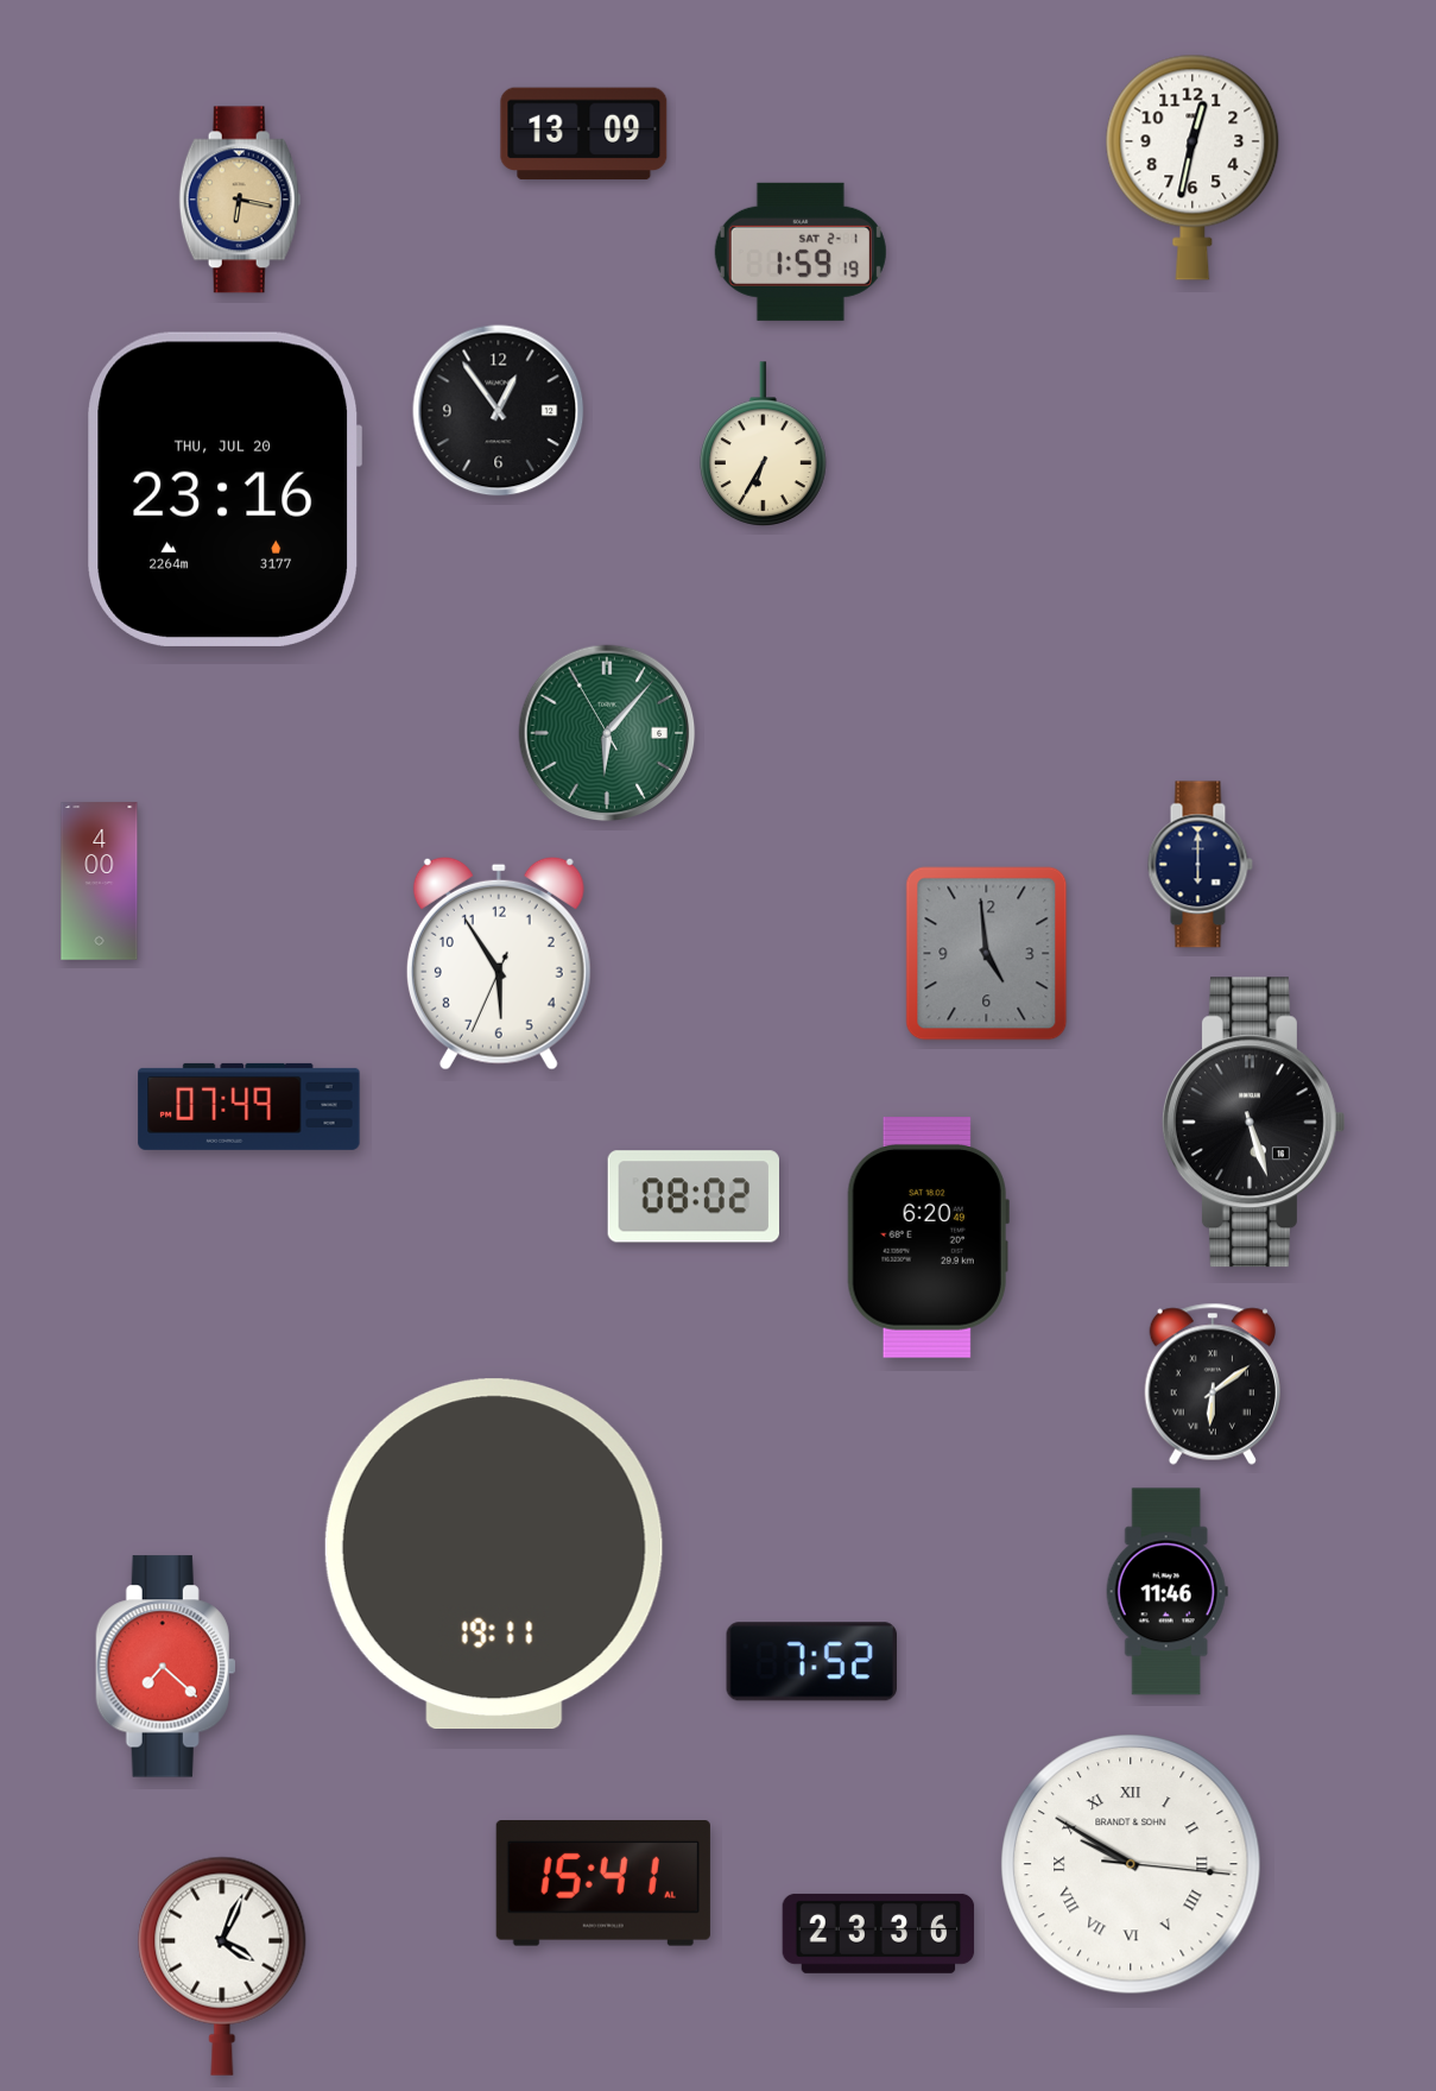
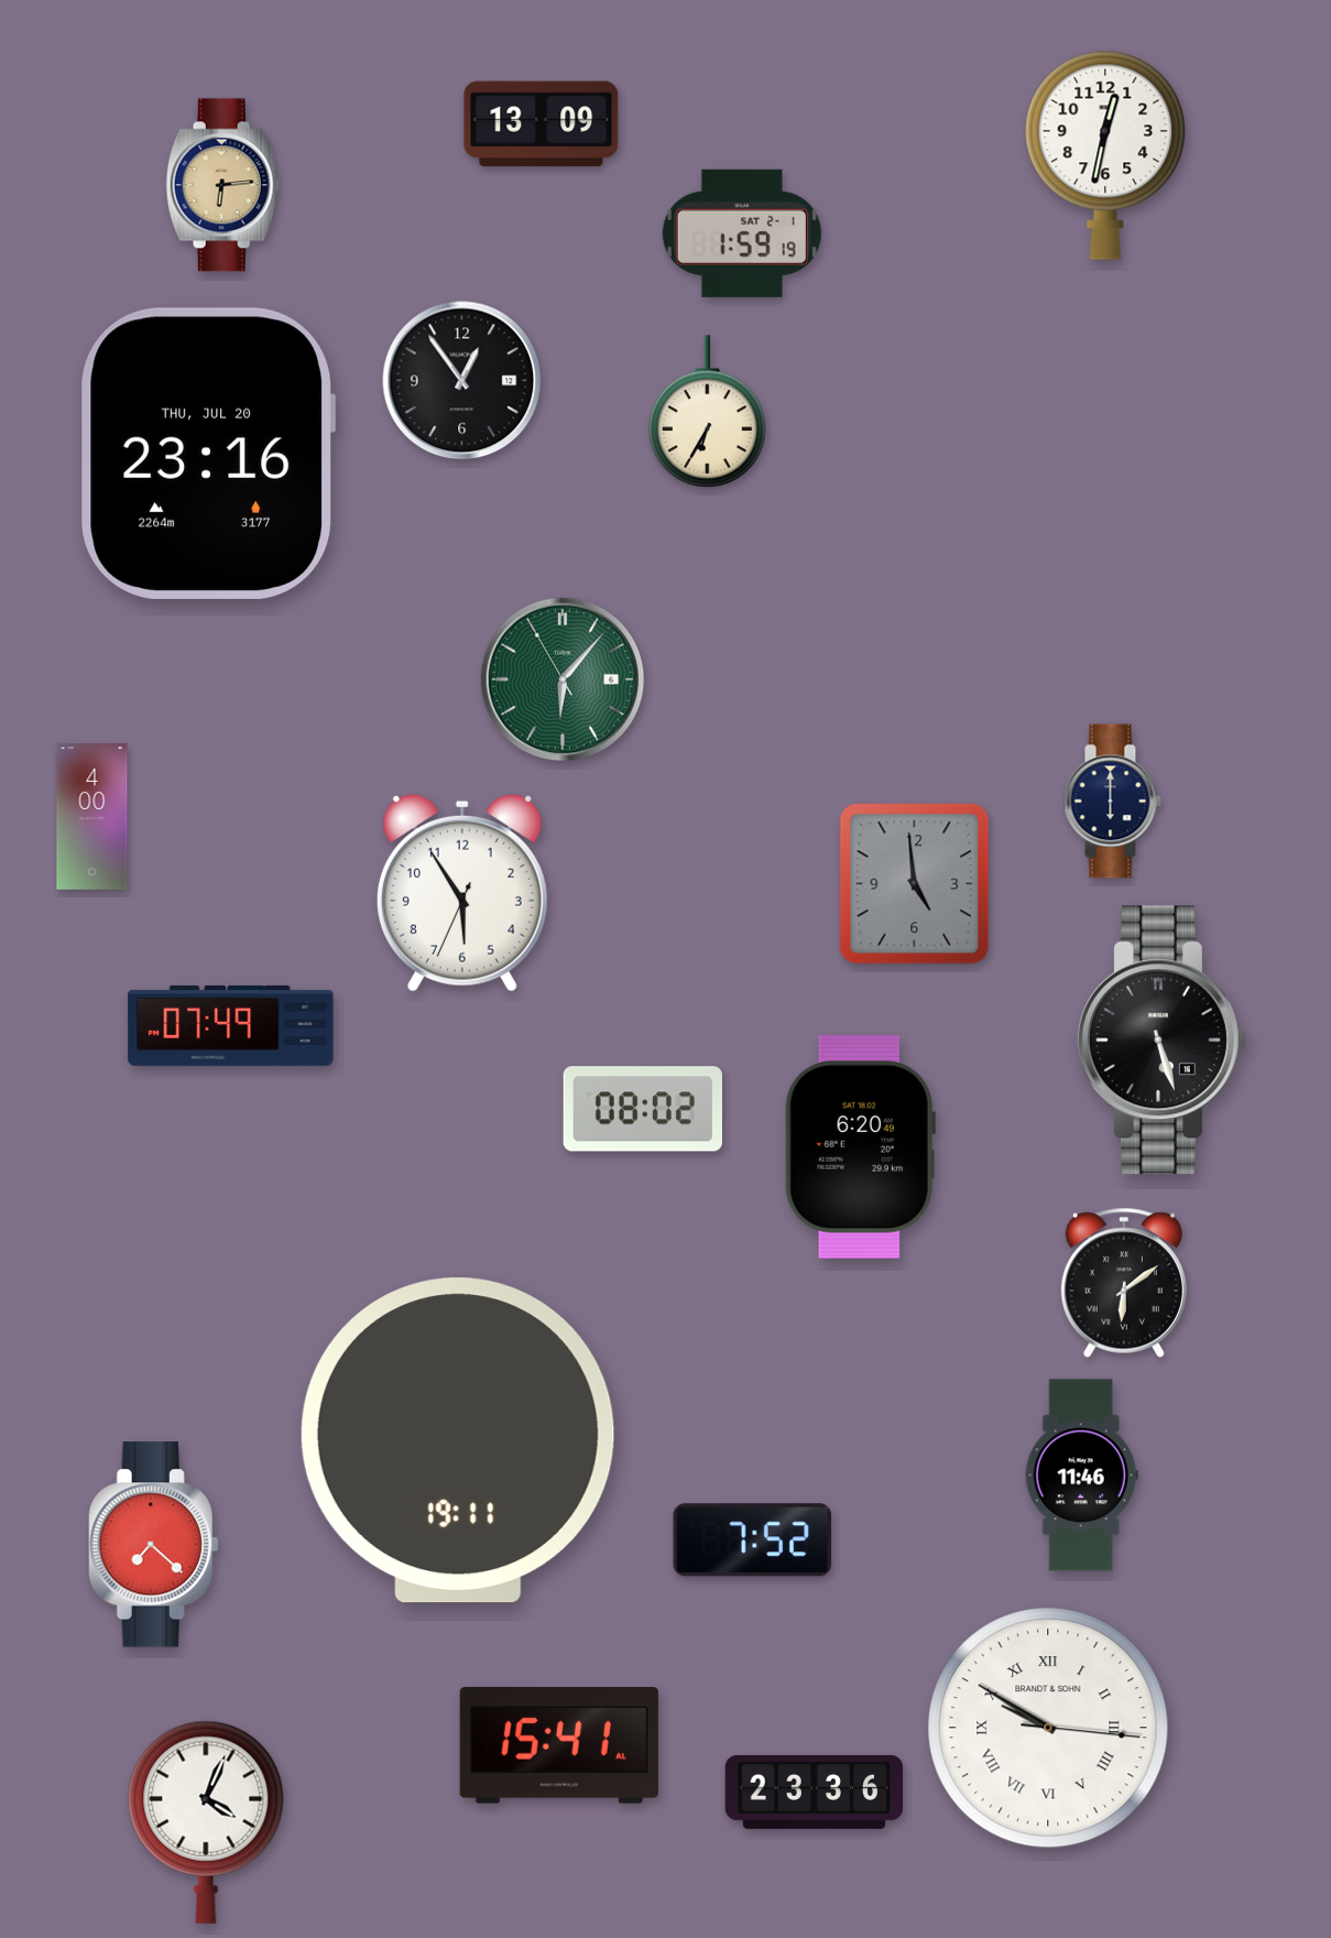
clock at (240, 200): 6:17 -> 6:14
